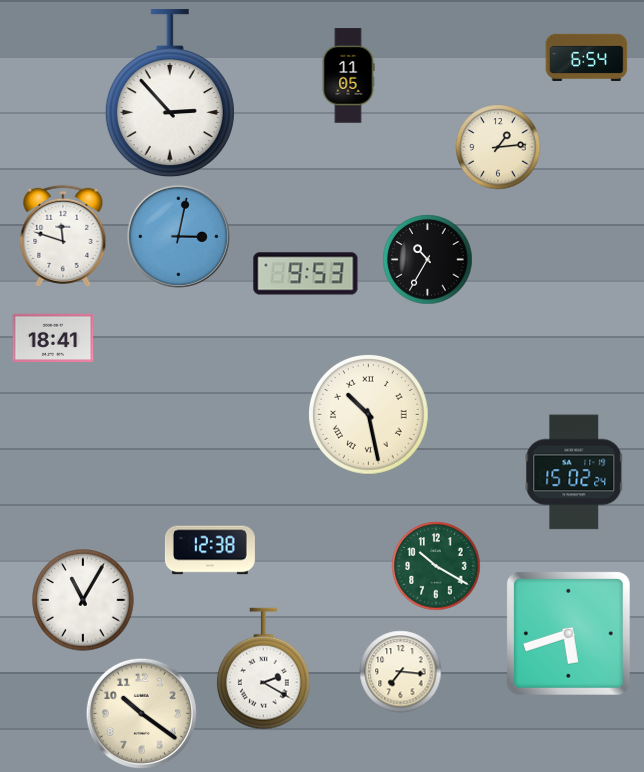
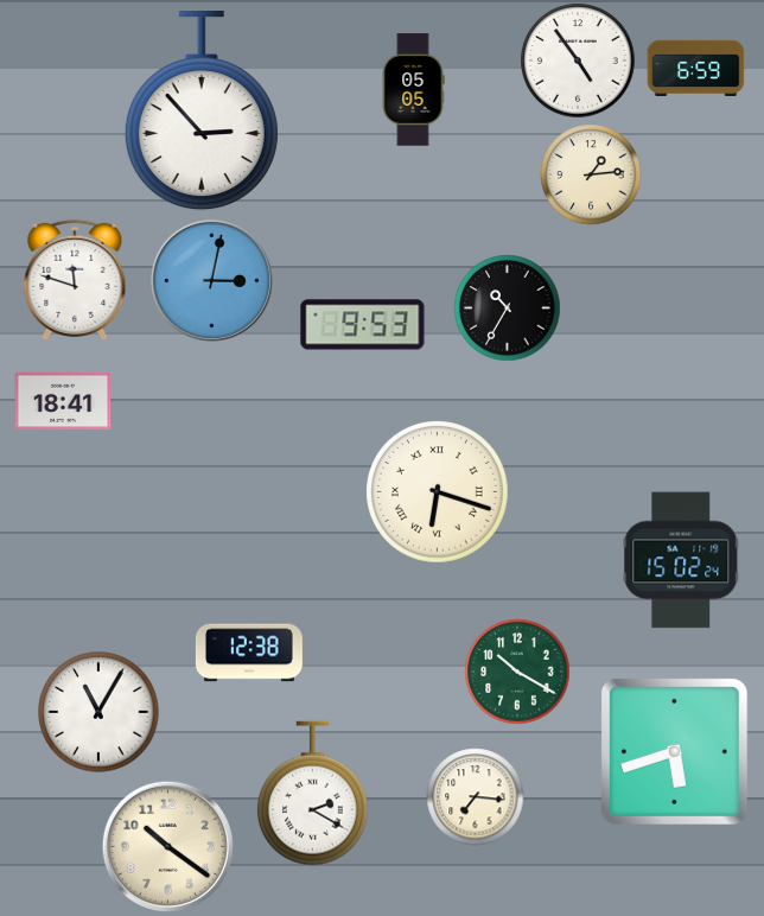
clock at (578, 61): none -> 4:54
clock at (587, 57): 6:54 -> 6:59
clock at (348, 76): 11:05 -> 05:05
clock at (369, 415): 10:28 -> 6:18
